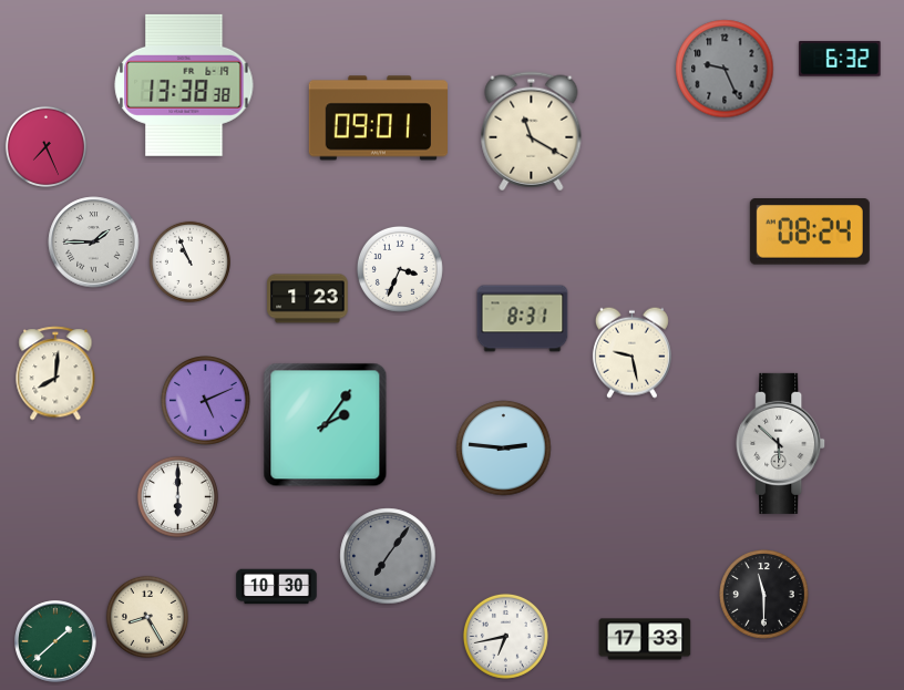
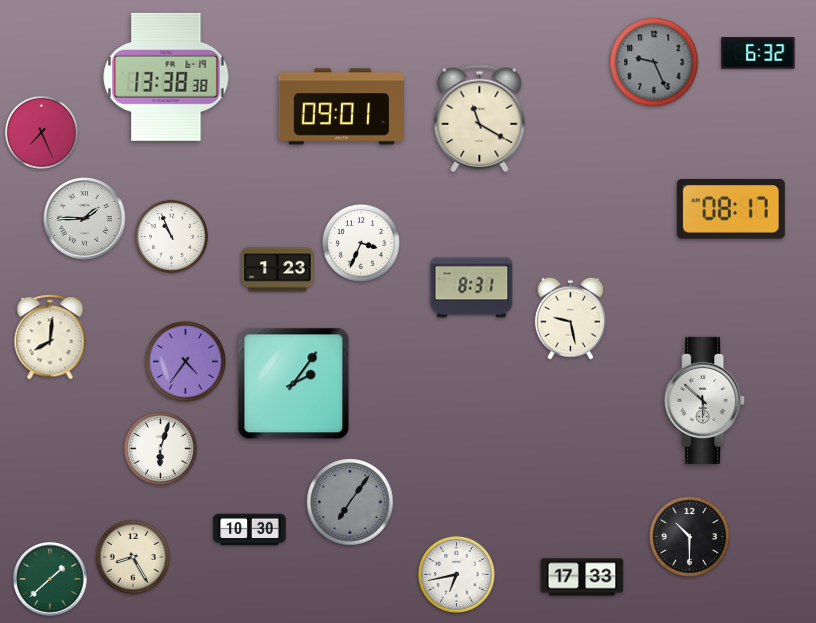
clock at (810, 233): 08:24 -> 08:17
clock at (206, 401): 5:11 -> 4:36
clock at (504, 449): 2:46 -> none
clock at (177, 496): 6:00 -> 6:03
clock at (764, 595): 11:30 -> 10:30
